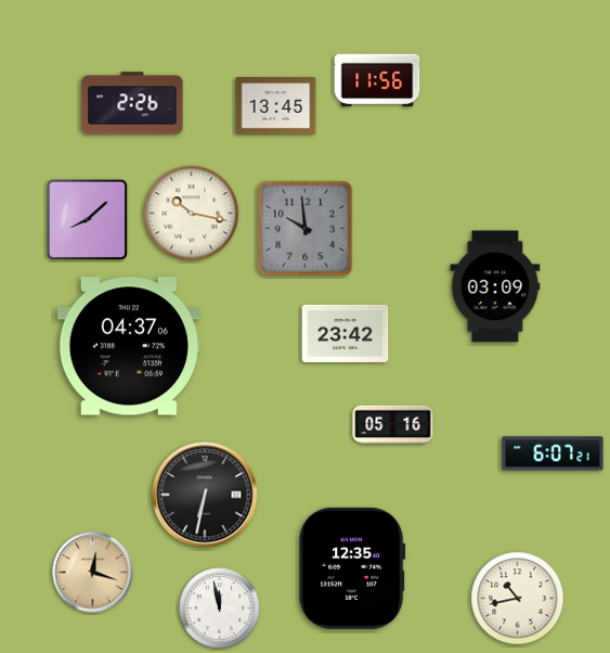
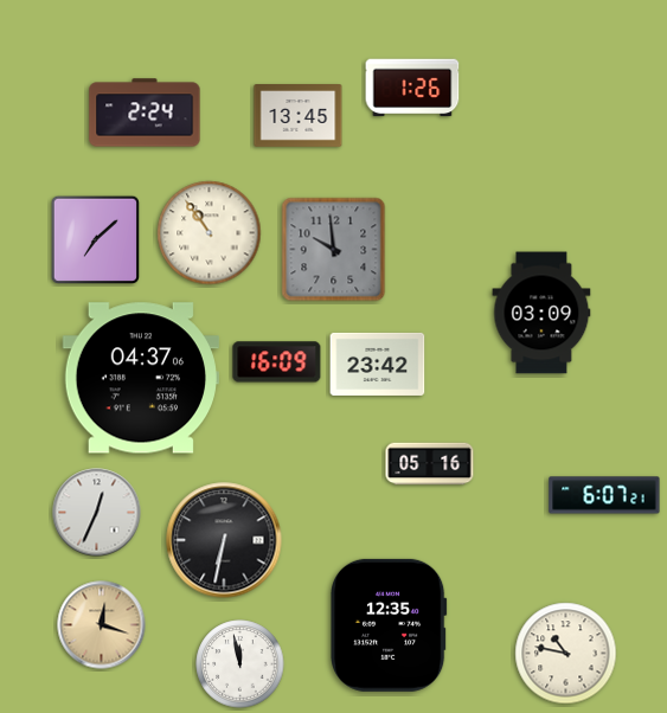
clock at (377, 80): 11:56 -> 1:26
clock at (132, 103): 2:26 -> 2:24
clock at (276, 106) position: (276, 106) -> (299, 116)
clock at (192, 214): 10:17 -> 10:54
clock at (88, 220): 8:08 -> 7:08
clock at (277, 362): none -> 16:09
clock at (97, 513): none -> 12:34
clock at (353, 568) position: (353, 568) -> (390, 625)
clock at (518, 599): 10:43 -> 10:47
